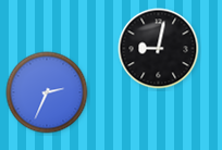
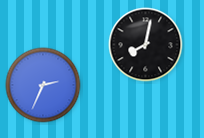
clock at (159, 49): 9:02 -> 8:02
